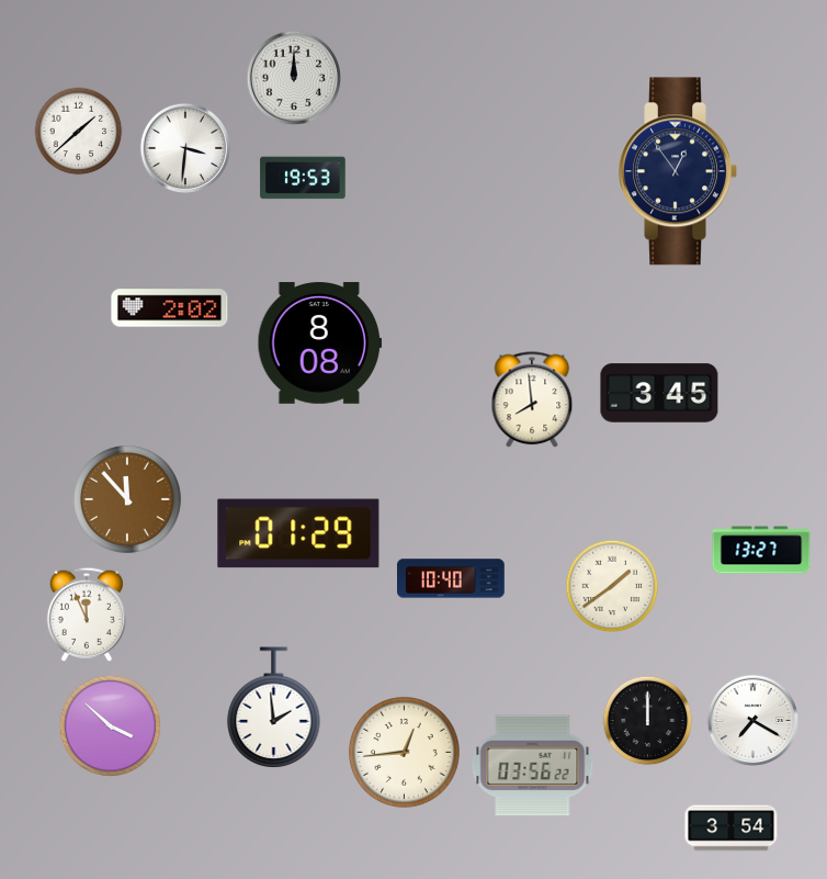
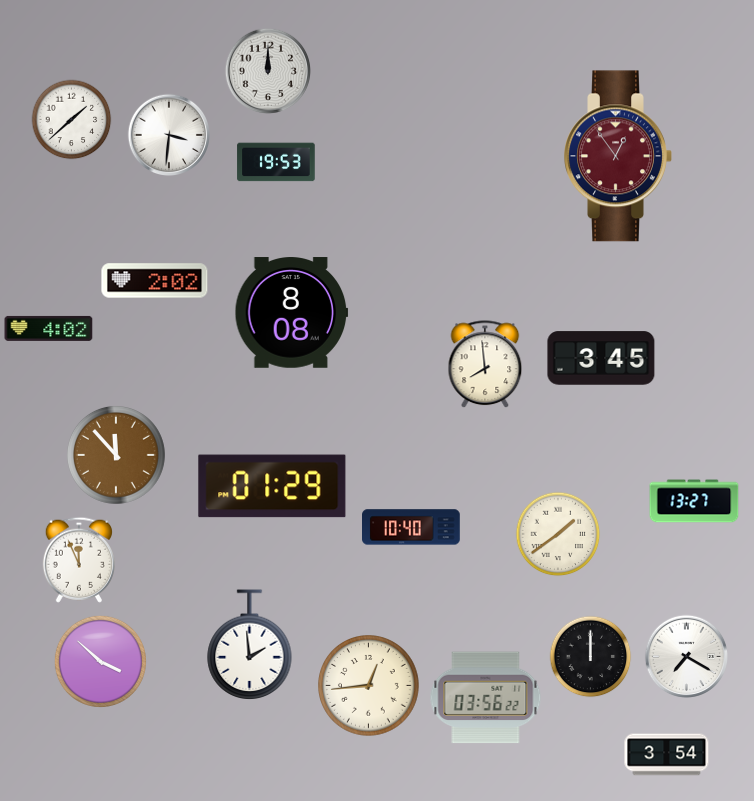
clock at (678, 171) dial: navy -> burgundy
clock at (49, 328): none -> 4:02
